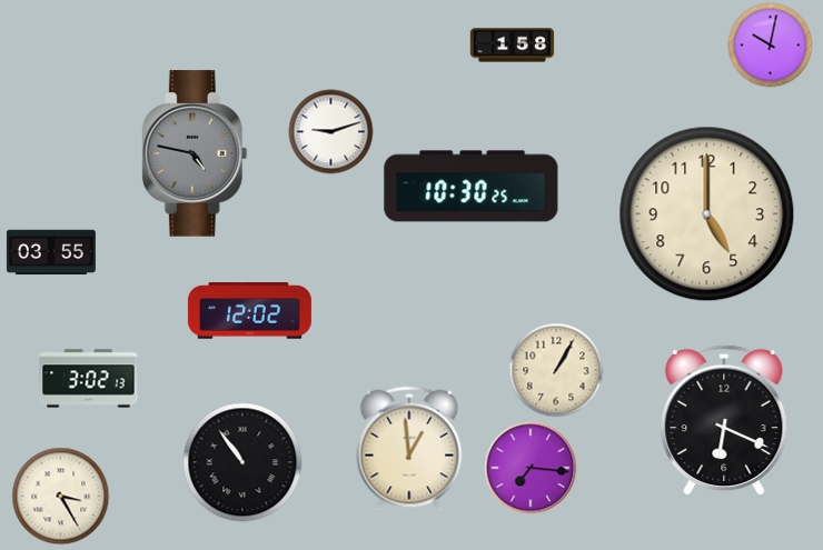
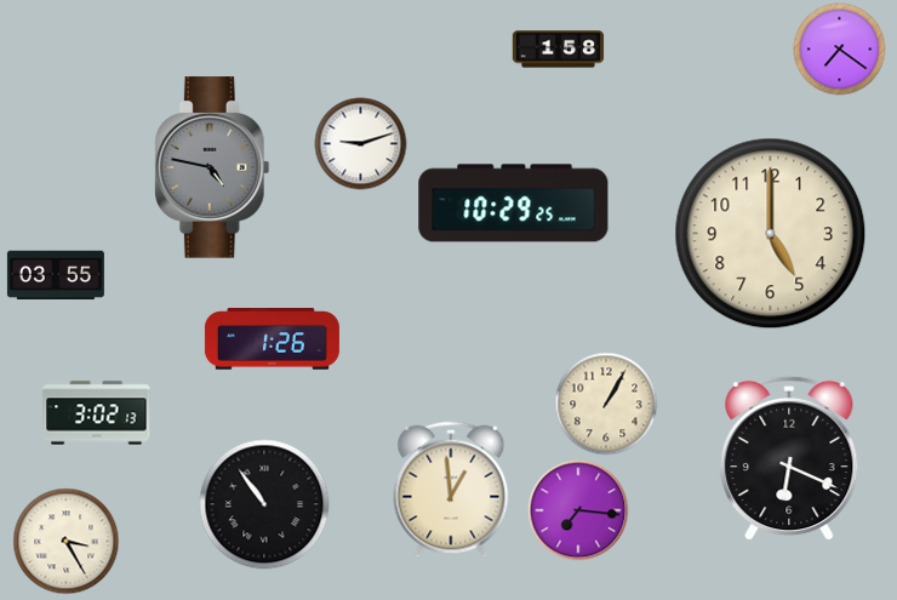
clock at (771, 46): 10:02 -> 7:21
clock at (472, 187): 10:30 -> 10:29
clock at (249, 311): 12:02 -> 1:26
clock at (409, 449) position: (409, 449) -> (451, 490)
